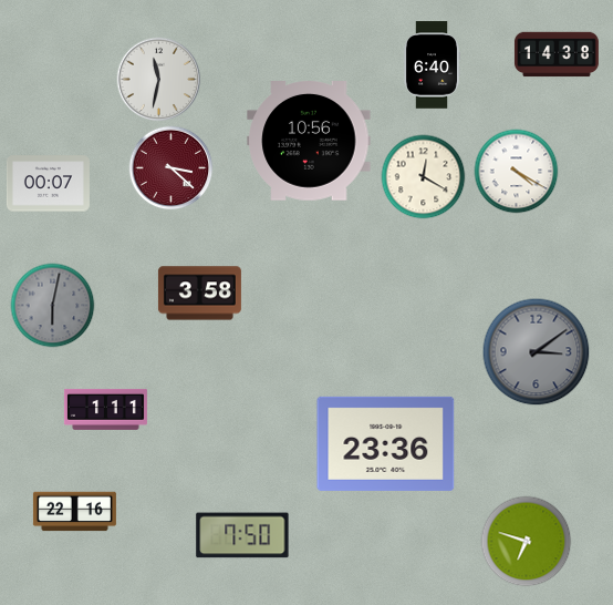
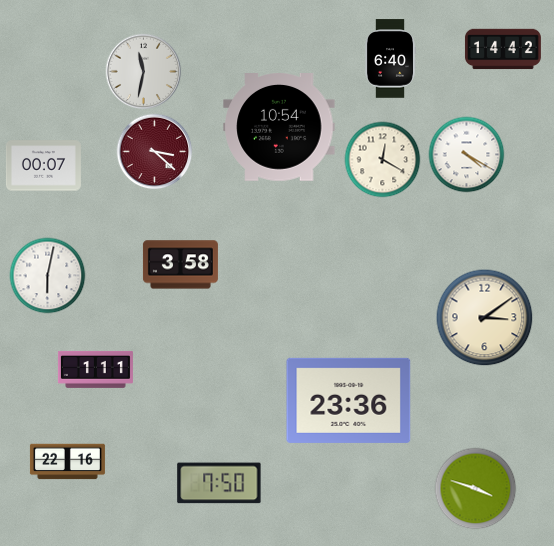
clock at (557, 54): 14:38 -> 14:42
clock at (309, 142): 10:56 -> 10:54
clock at (53, 306) dial: grey -> white
clock at (537, 352) dial: grey -> cream
clock at (527, 542): 6:48 -> 3:48
